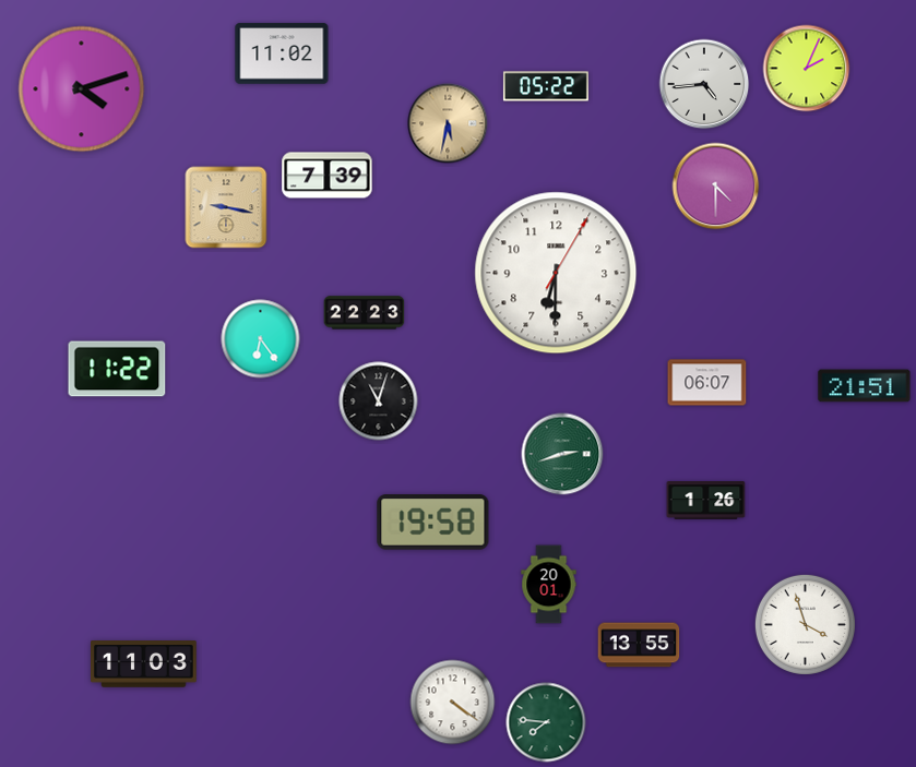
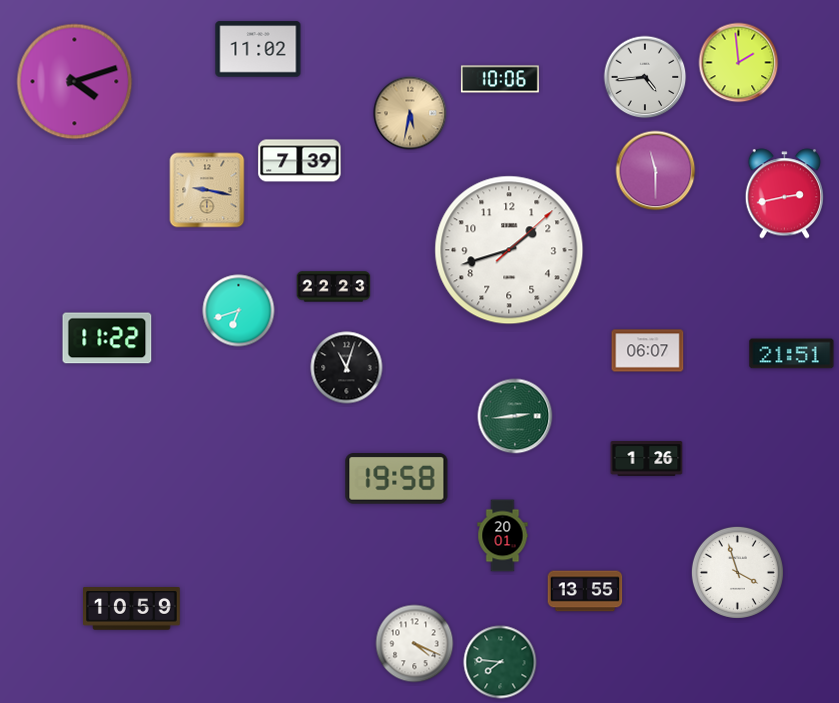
clock at (807, 69): 2:04 -> 1:59
clock at (546, 86): 05:22 -> 10:06
clock at (716, 187): 4:30 -> 11:30
clock at (784, 194): none -> 2:43
clock at (556, 273): 6:30 -> 1:42
clock at (261, 339): 6:24 -> 6:42
clock at (562, 454): 2:42 -> 2:44
clock at (144, 664): 11:03 -> 10:59
clock at (453, 703): 4:21 -> 4:19
